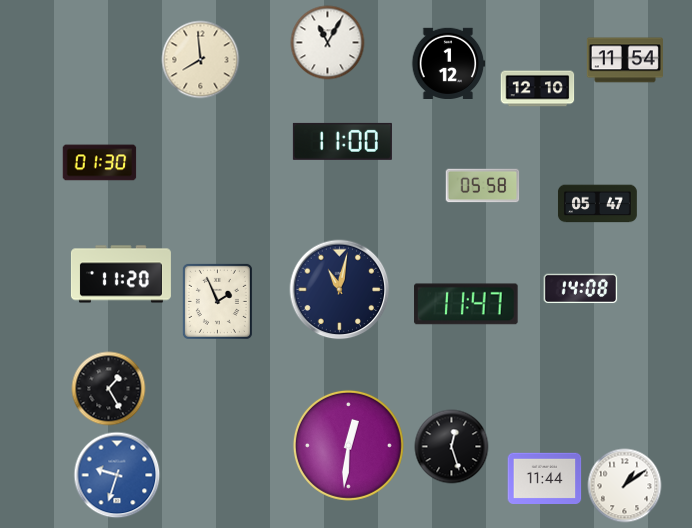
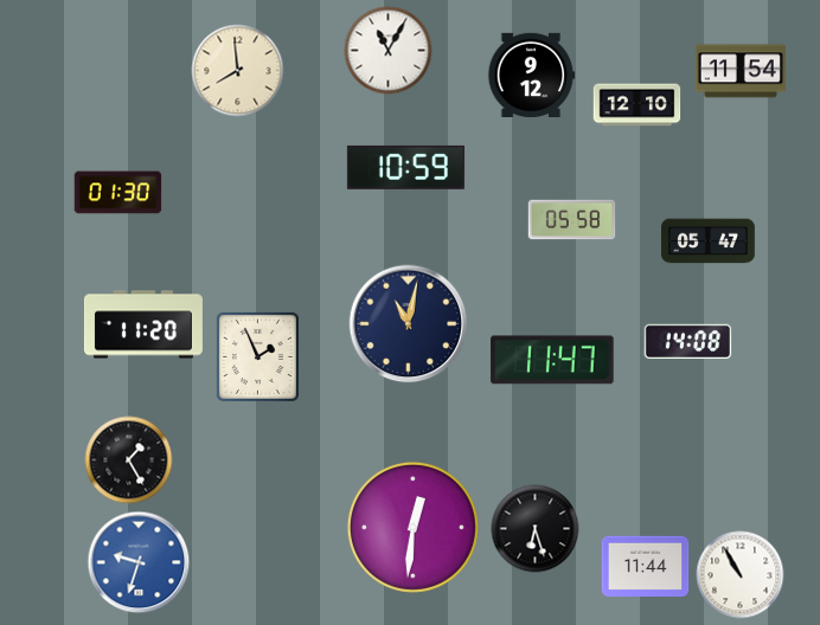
clock at (448, 63): 1:12 -> 9:12
clock at (342, 141): 11:00 -> 10:59
clock at (340, 290) position: (340, 290) -> (409, 324)
clock at (452, 447): 12:27 -> 6:27
clock at (625, 486): 1:09 -> 10:55
